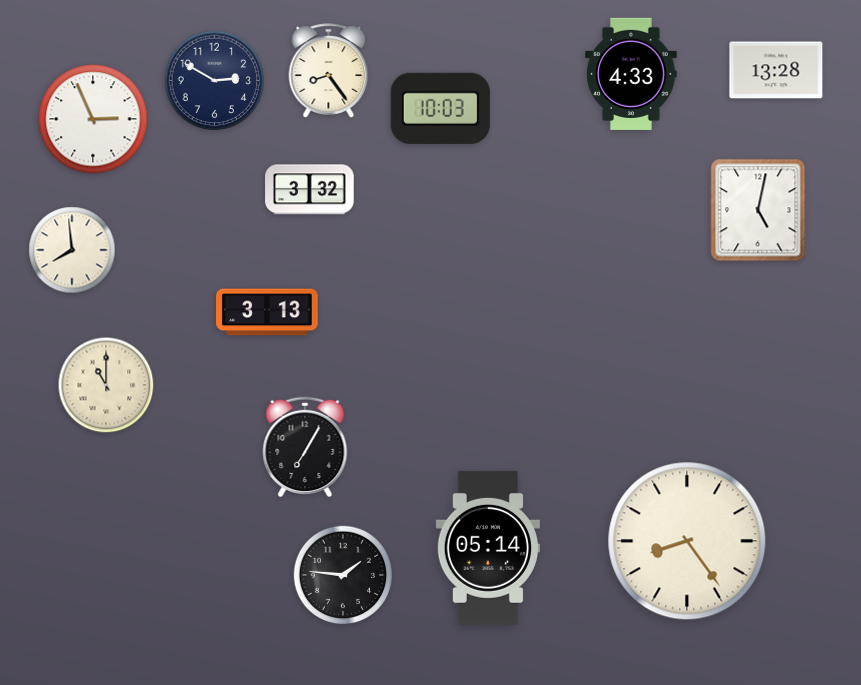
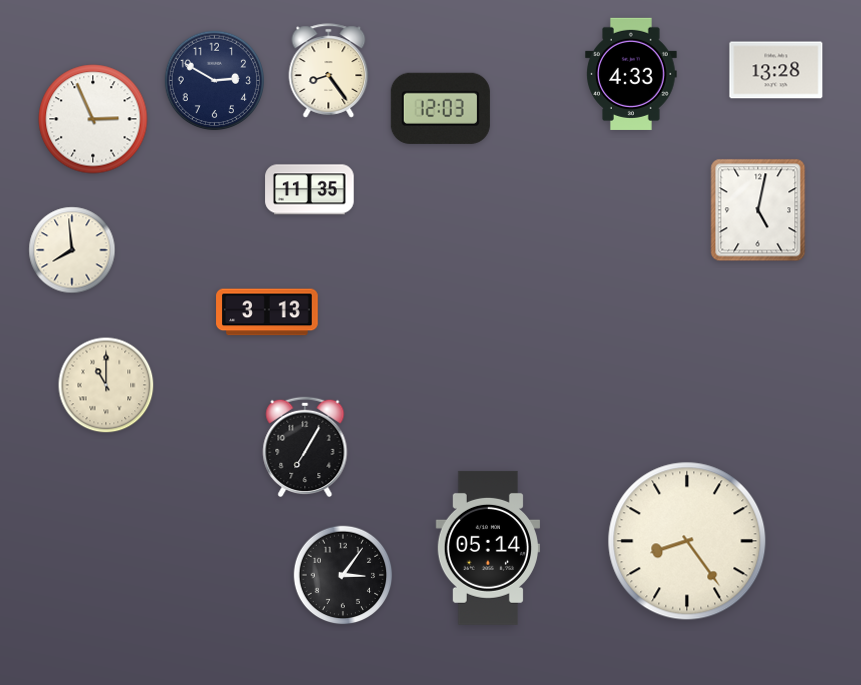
clock at (440, 108): 10:03 -> 12:03
clock at (310, 190): 3:32 -> 11:35
clock at (343, 575): 1:46 -> 3:06
